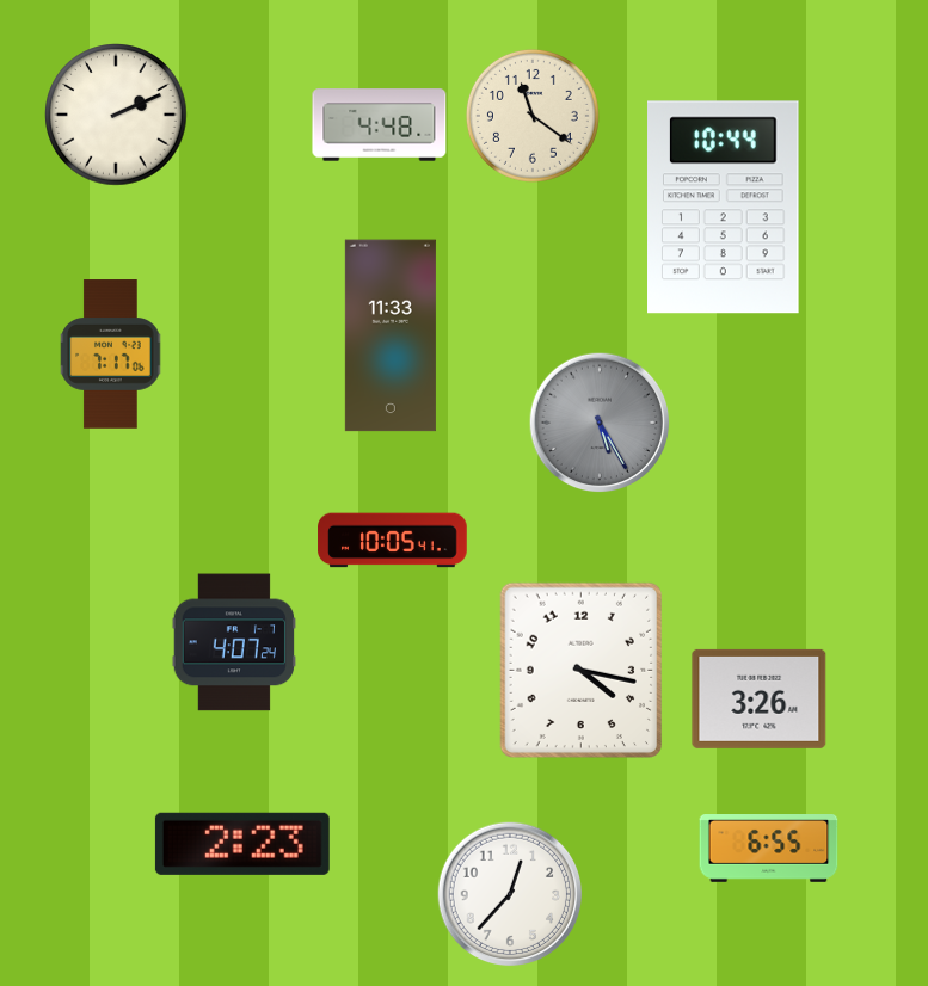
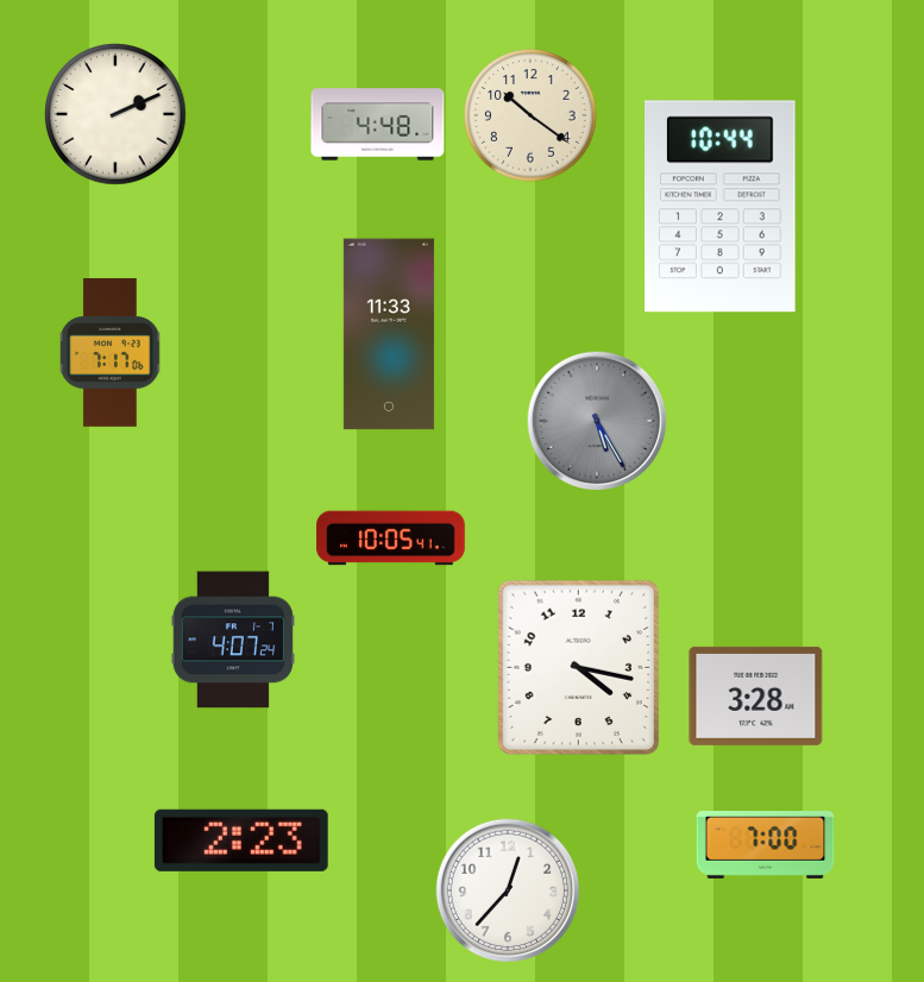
clock at (533, 116): 11:21 -> 10:21
clock at (760, 698): 3:26 -> 3:28
clock at (769, 849): 6:55 -> 7:00
